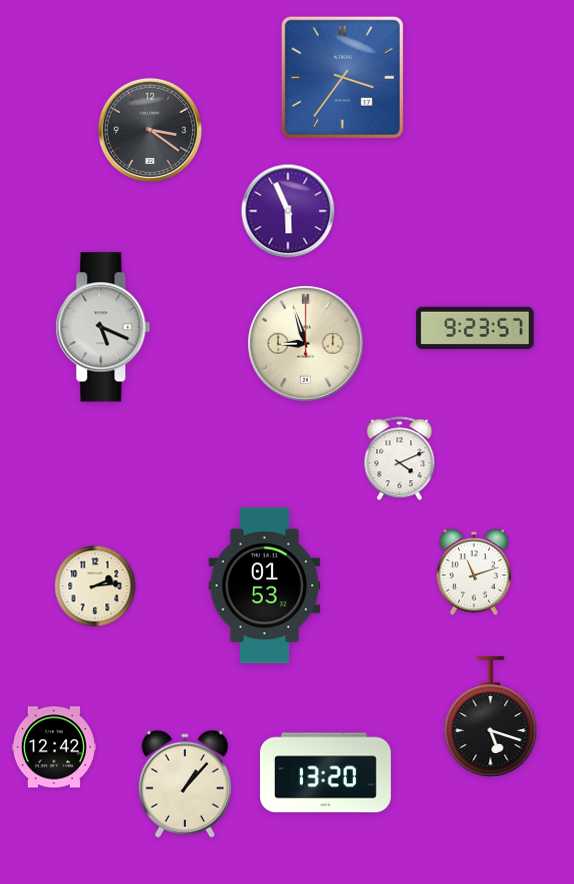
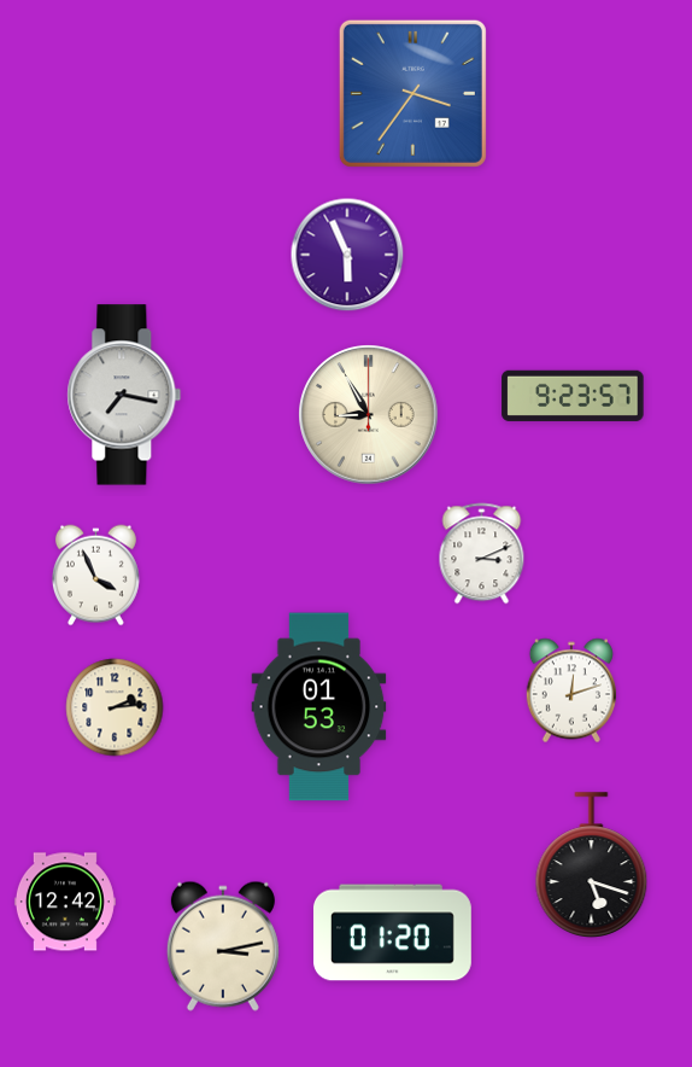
clock at (150, 130): 3:21 -> none
clock at (103, 327): 5:19 -> 7:17
clock at (306, 344): 8:57 -> 8:55
clock at (400, 459): 4:11 -> 3:11
clock at (95, 576): none -> 3:56
clock at (473, 572): 11:12 -> 12:12
clock at (325, 773): 13:20 -> 01:20
clock at (185, 784): 1:07 -> 3:13
